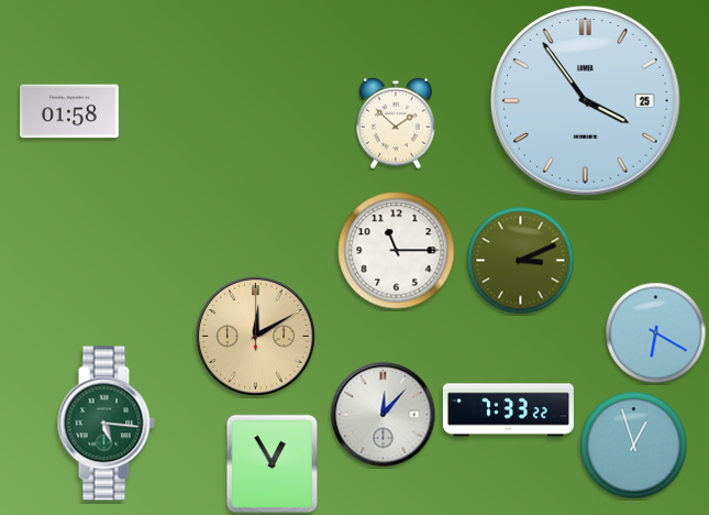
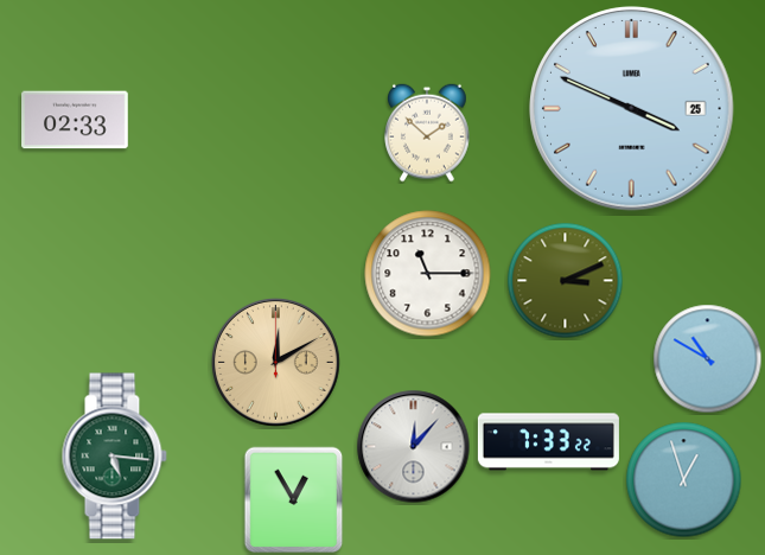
clock at (586, 101): 3:54 -> 3:49
clock at (69, 111): 01:58 -> 02:33
clock at (397, 251) position: (397, 251) -> (428, 274)
clock at (521, 261) position: (521, 261) -> (566, 281)
clock at (656, 333): 6:20 -> 10:50
